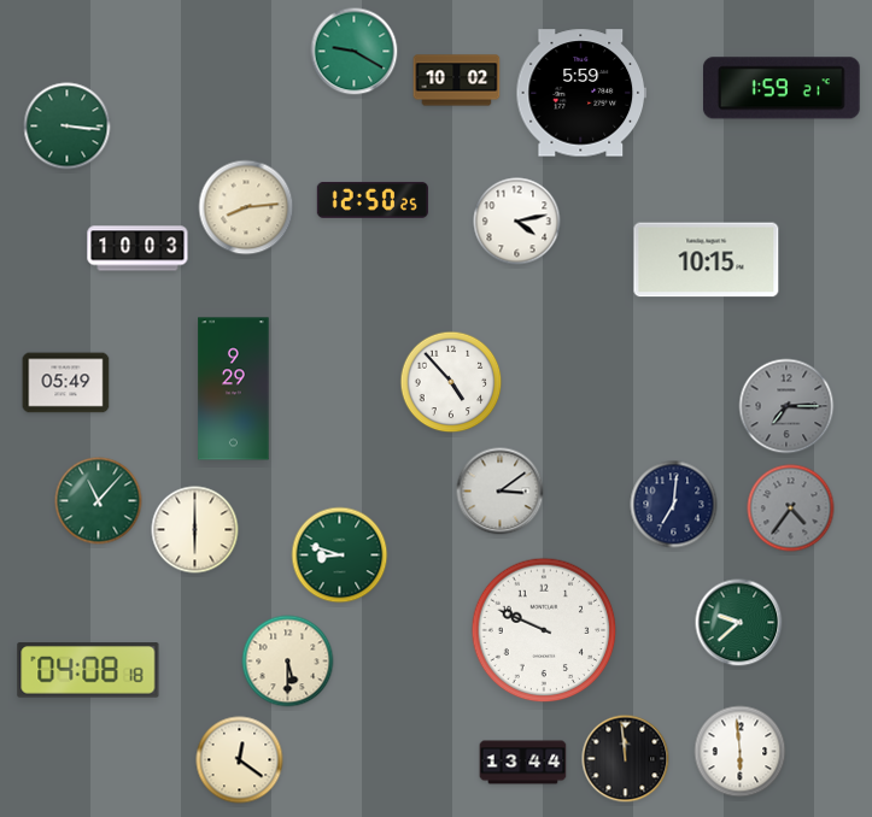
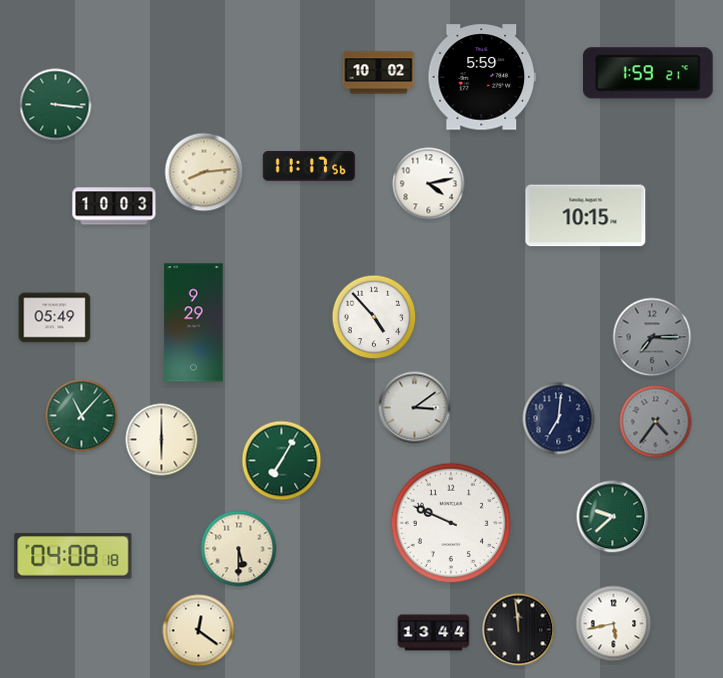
clock at (355, 52): 9:20 -> none
clock at (457, 81) position: (457, 81) -> (379, 73)
clock at (373, 200): 12:50 -> 11:17
clock at (340, 556): 8:48 -> 7:05
clock at (741, 752): 5:59 -> 5:43
